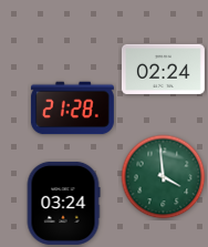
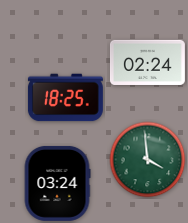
clock at (72, 109): 21:28 -> 18:25
